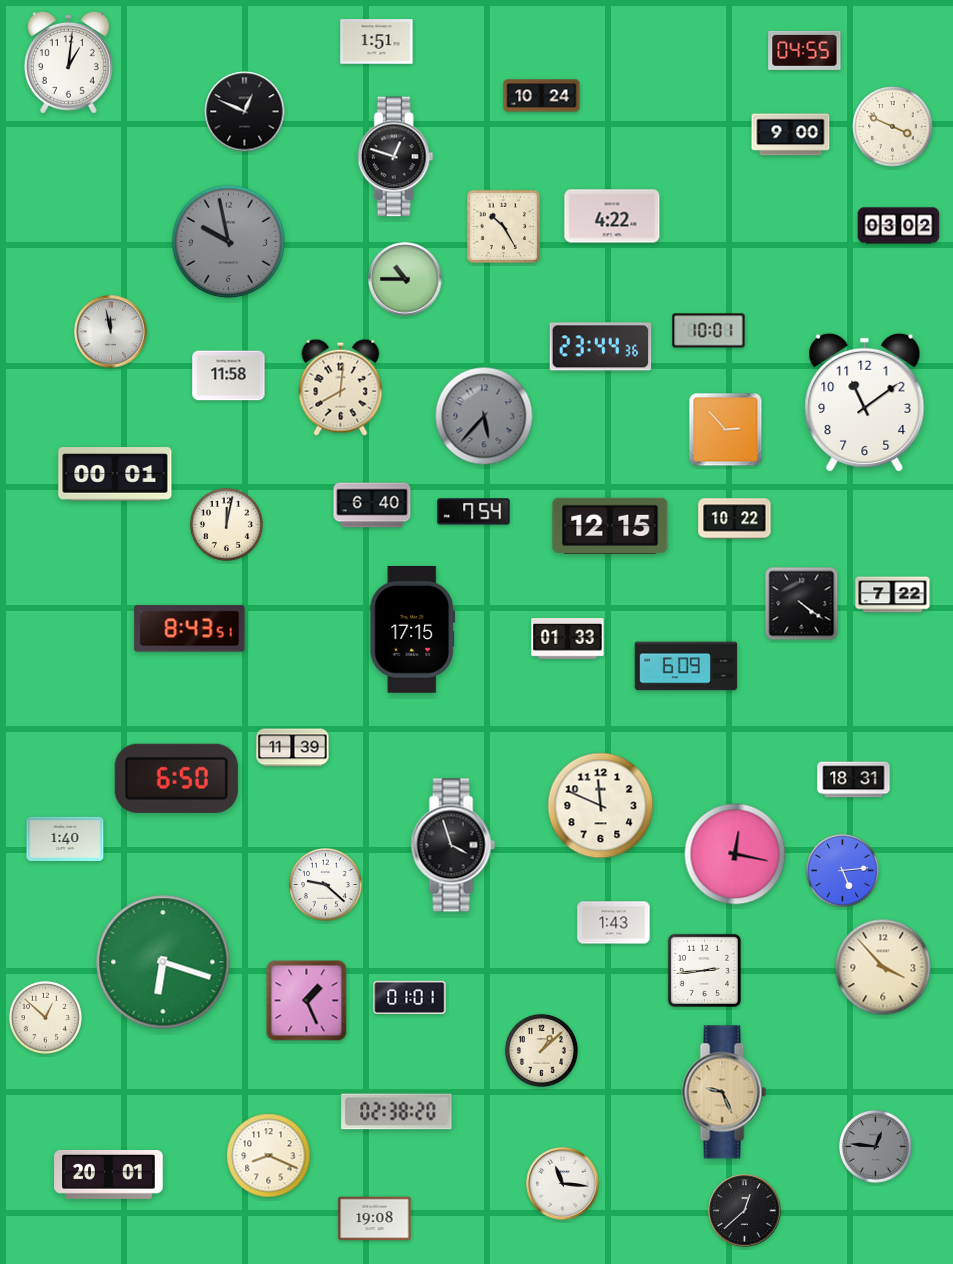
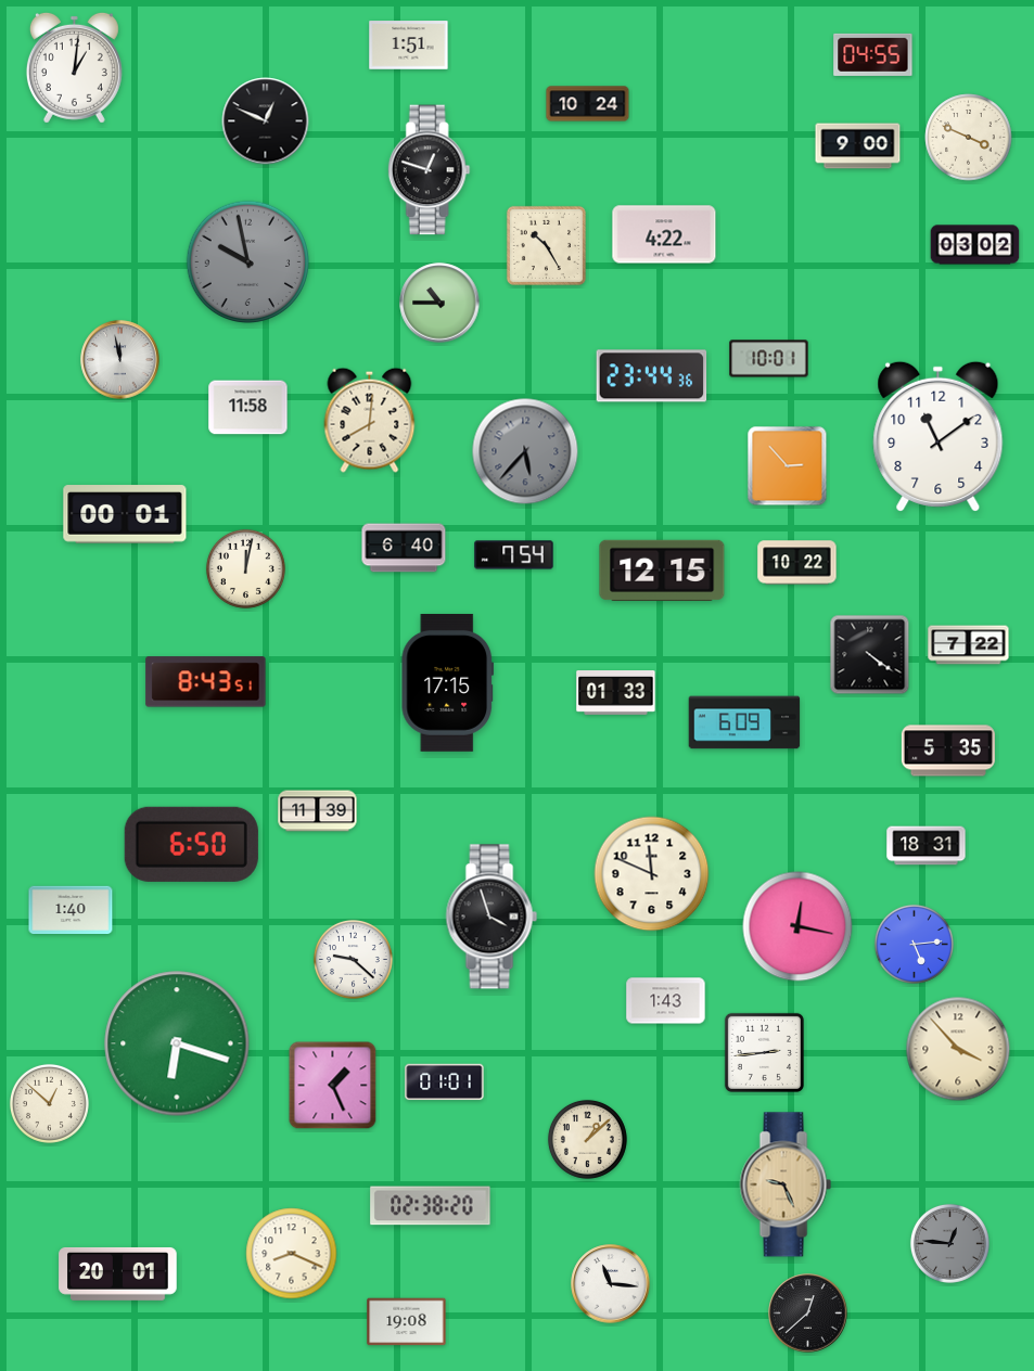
clock at (948, 751): none -> 5:35
